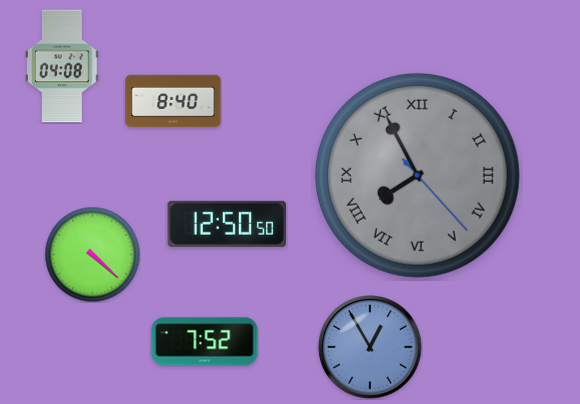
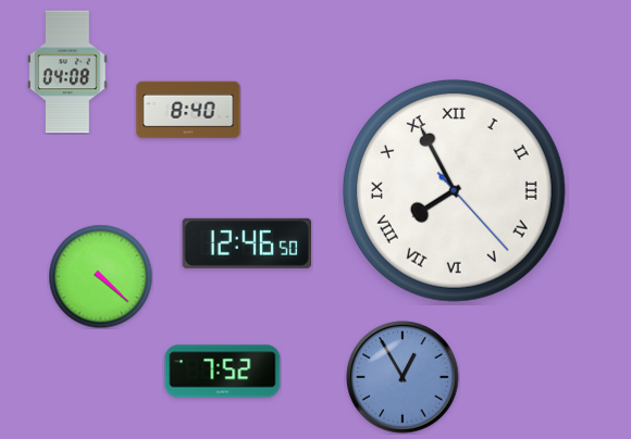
clock at (417, 175) dial: grey -> white
clock at (226, 224): 12:50 -> 12:46
